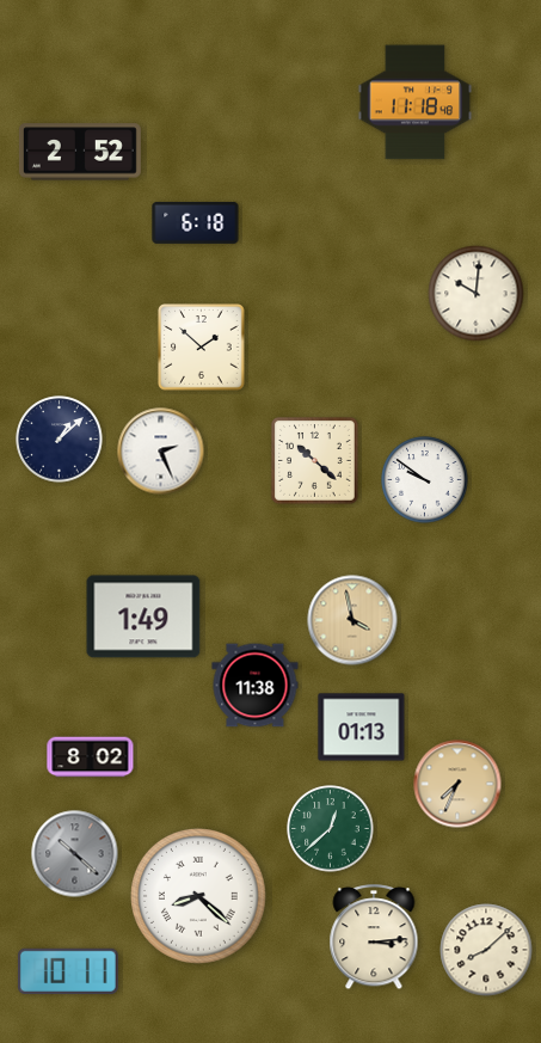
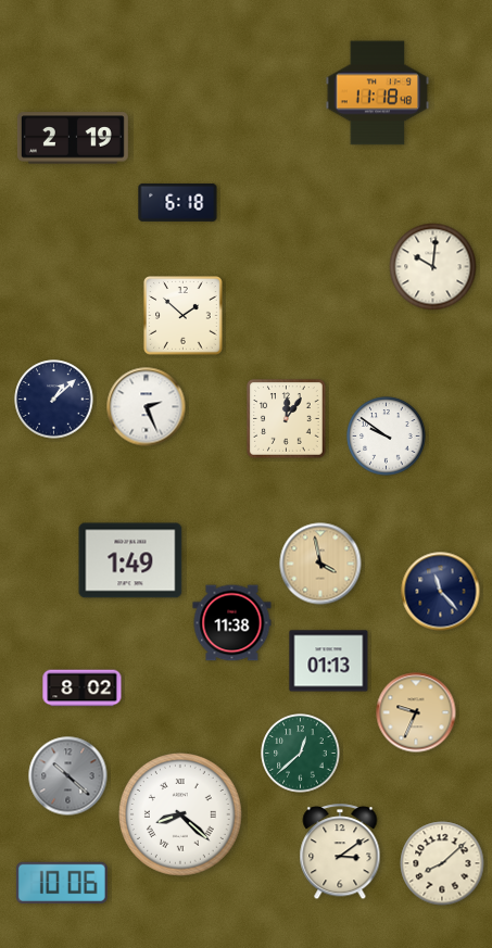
clock at (80, 152): 2:52 -> 2:19
clock at (161, 452) position: (161, 452) -> (147, 407)
clock at (315, 461): 10:22 -> 12:06
clock at (441, 592): none -> 11:23
clock at (457, 784): 7:34 -> 9:34
clock at (374, 938): 3:14 -> 3:09
clock at (68, 971): 10:11 -> 10:06
